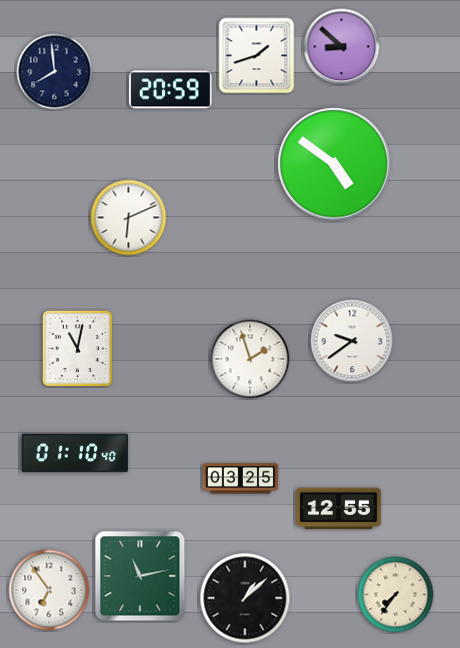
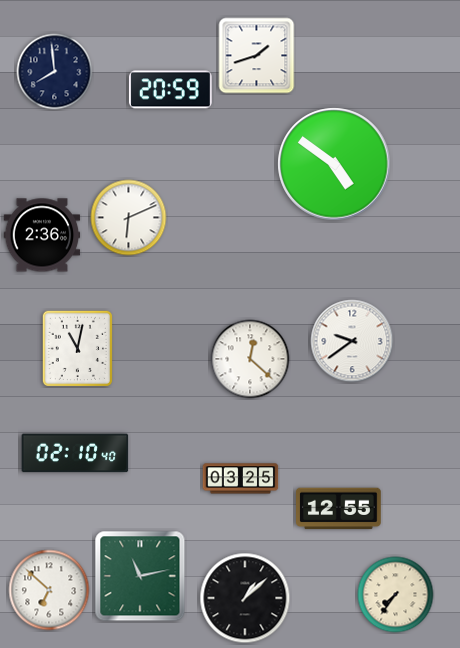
clock at (342, 47): 8:52 -> none
clock at (42, 235): none -> 2:36
clock at (250, 359): 1:57 -> 12:22
clock at (75, 453): 01:10 -> 02:10
clock at (49, 590): 6:54 -> 6:52
